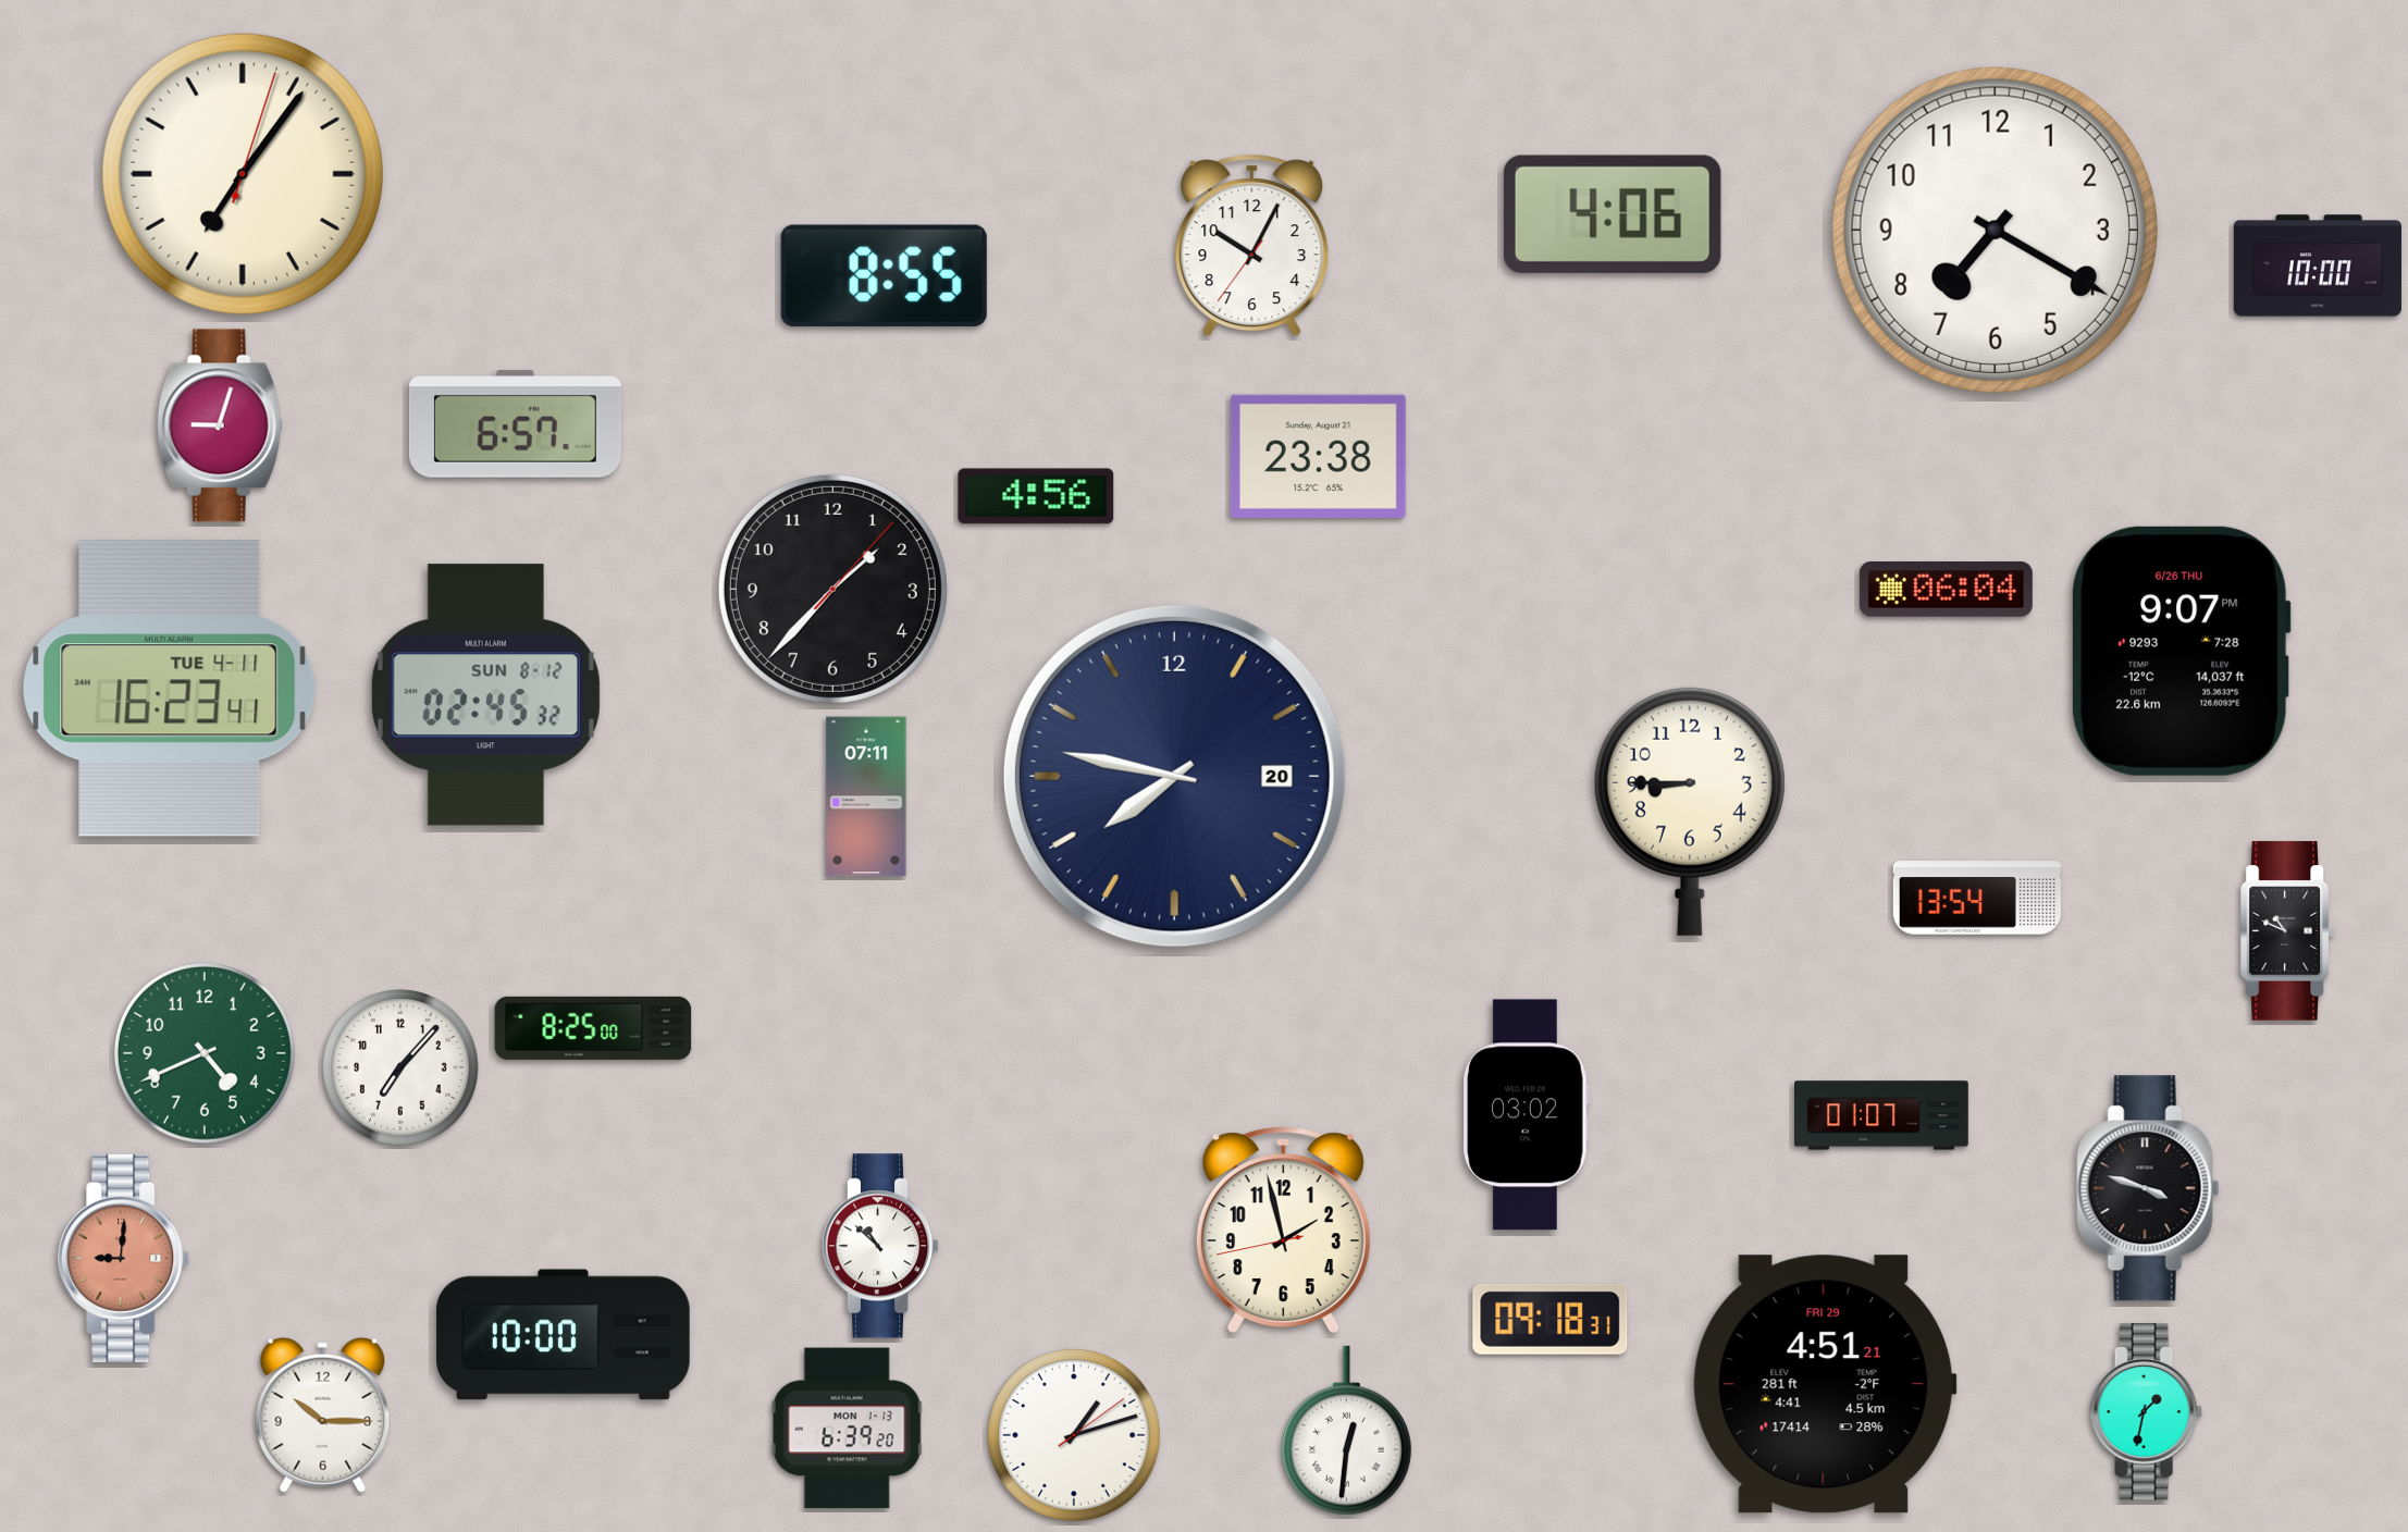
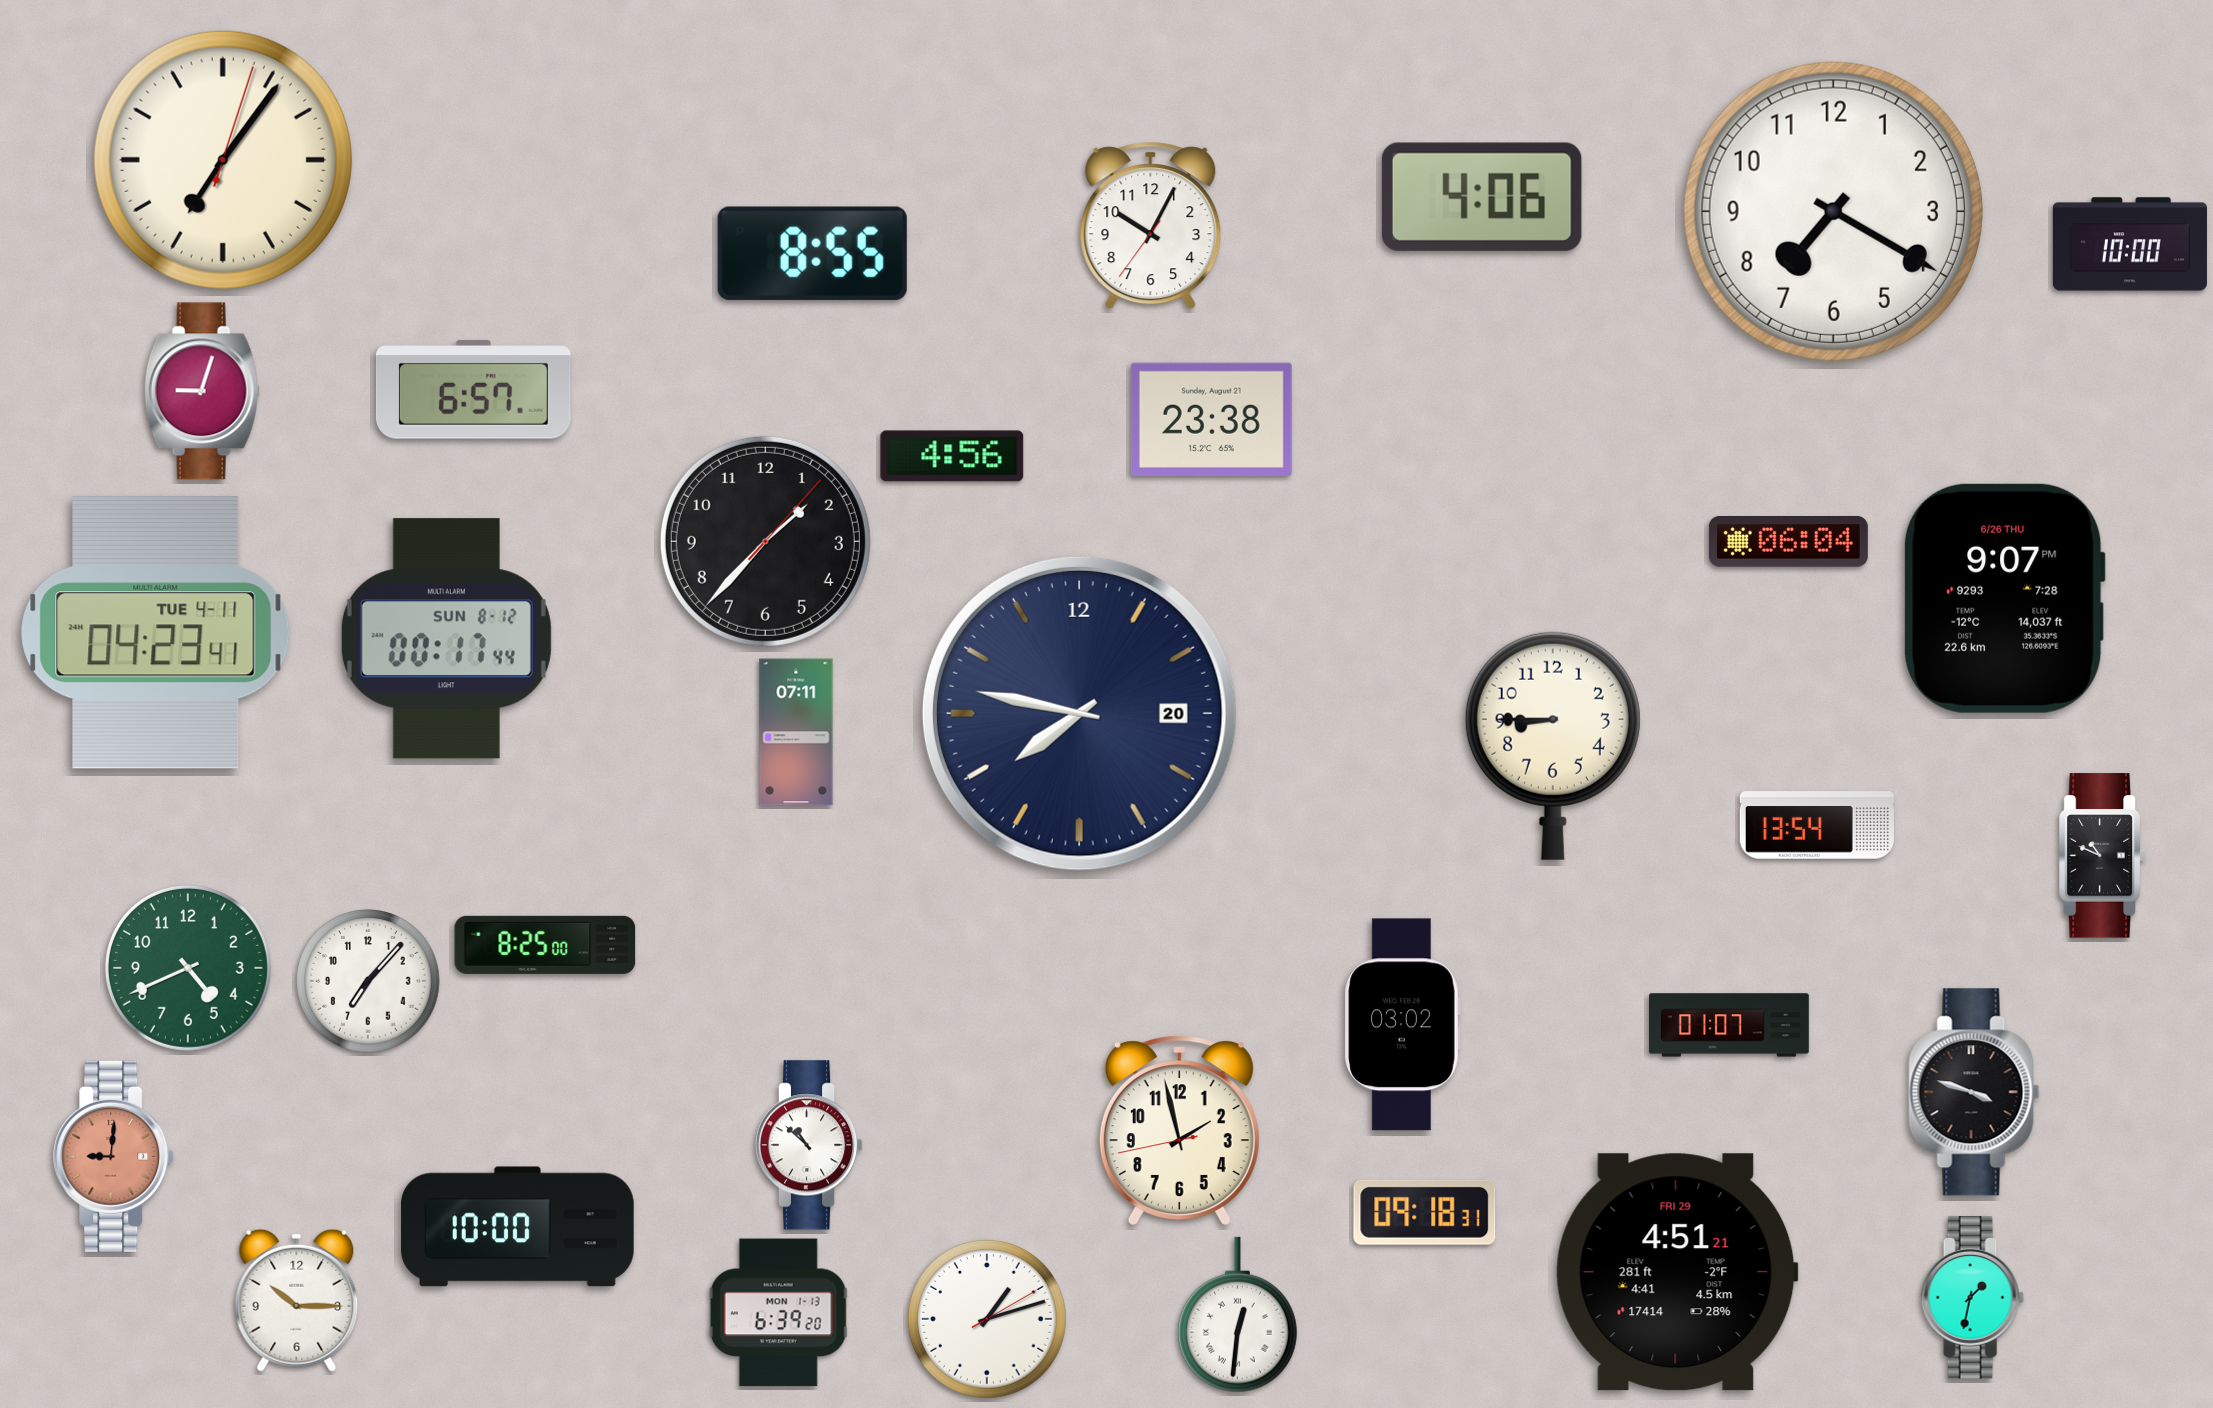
clock at (170, 689): 16:23 -> 04:23
clock at (485, 695): 02:45 -> 00:17
clock at (1074, 1435): 1:12:09 -> 1:12:10
